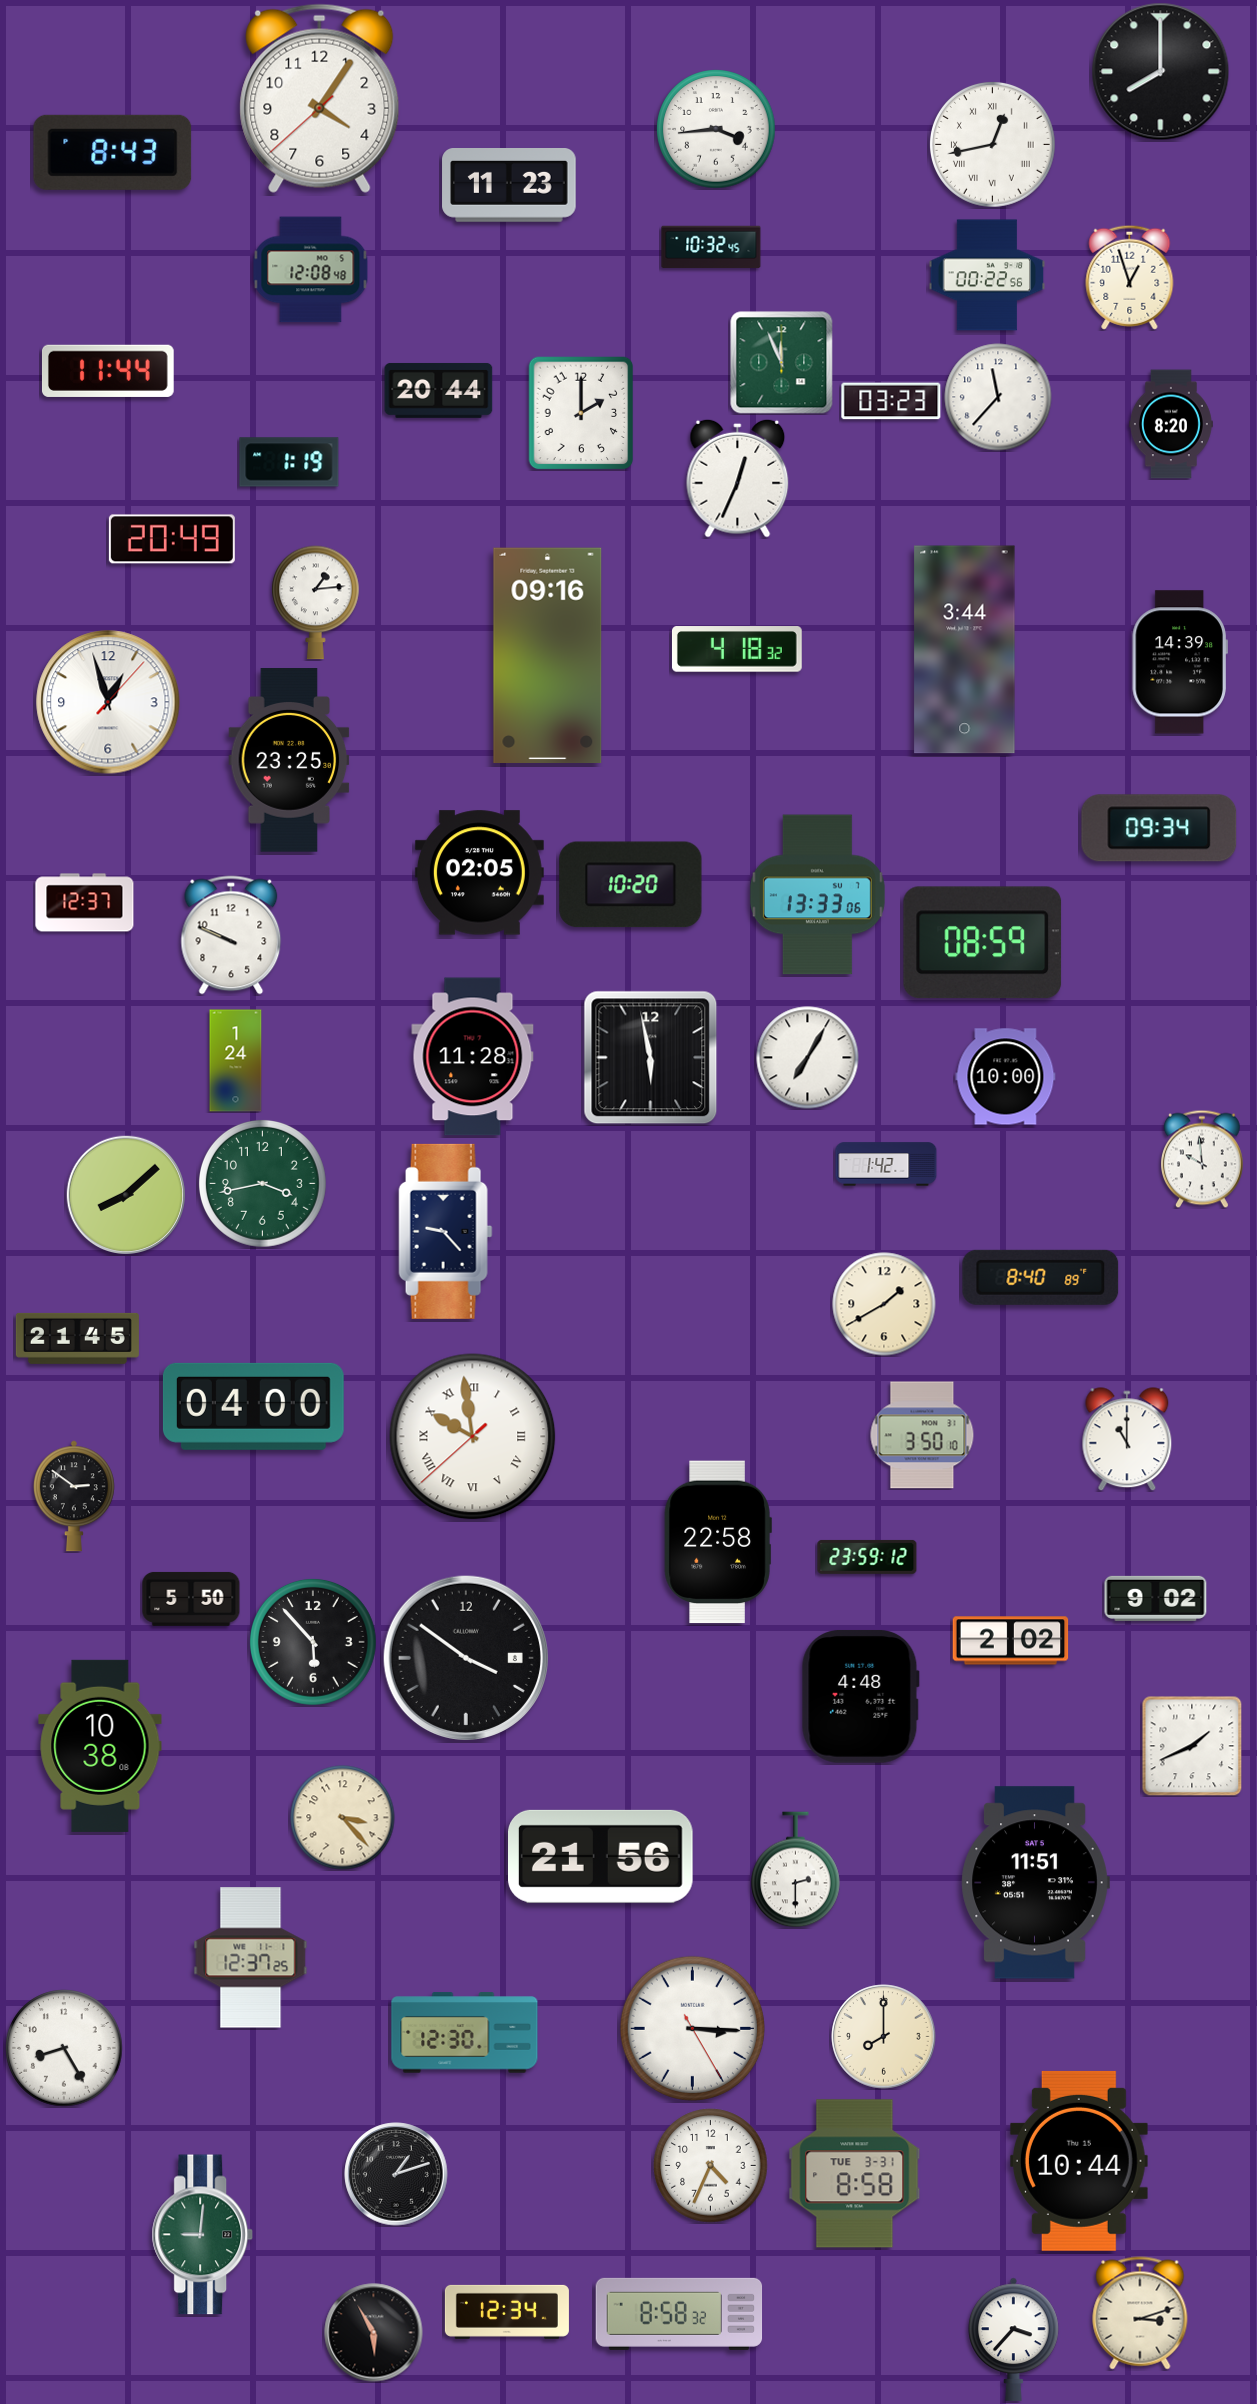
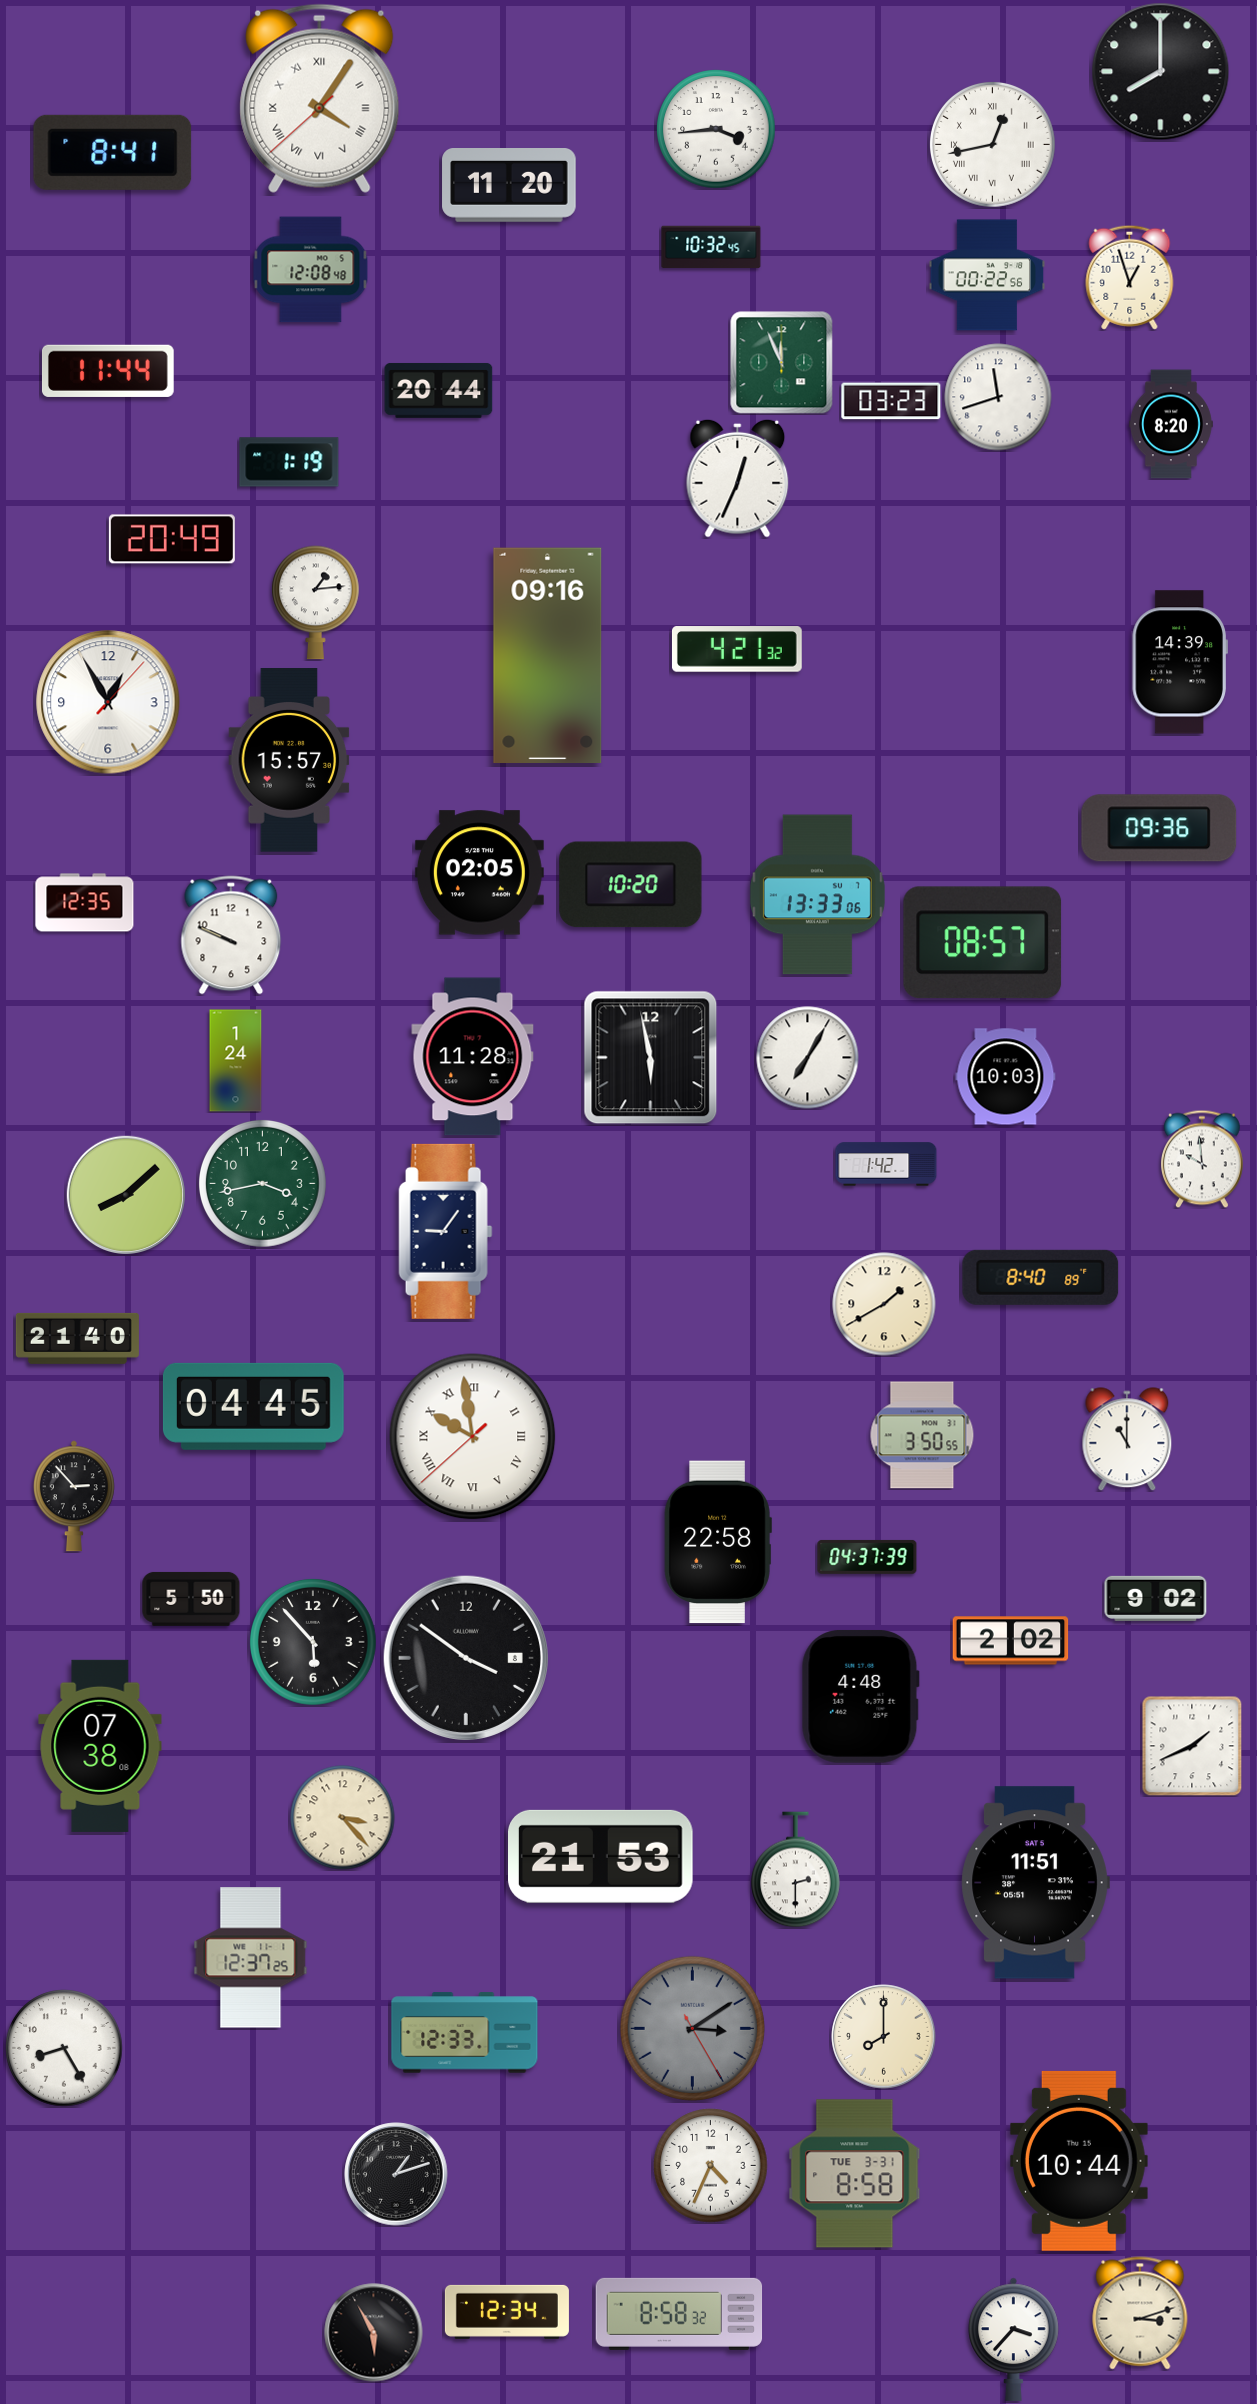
clock at (320, 98) numerals: Arabic -> Roman
clock at (113, 152): 8:43 -> 8:41
clock at (509, 186): 11:23 -> 11:20
clock at (998, 397): 11:37 -> 11:42
clock at (581, 413): 2:00 -> none
clock at (737, 649): 4:18 -> 4:21
clock at (965, 650): 3:44 -> none
clock at (108, 702): 12:57 -> 12:55
clock at (289, 760): 23:25 -> 15:57
clock at (1159, 828): 09:34 -> 09:36
clock at (85, 903): 12:37 -> 12:35
clock at (983, 943): 08:59 -> 08:57
clock at (1006, 1077): 10:00 -> 10:03
clock at (446, 1231): 9:23 -> 9:06
clock at (77, 1338): 21:45 -> 21:40
clock at (253, 1406): 04:00 -> 04:45
clock at (922, 1435): 3:50:10 -> 3:50:55
clock at (74, 1496): 2:51 -> 2:53
clock at (867, 1557): 23:59 -> 04:37
clock at (100, 1746): 10:38 -> 07:38
clock at (601, 1856): 21:56 -> 21:53
clock at (692, 2028): 3:15 -> 3:09
clock at (692, 2028) dial: white -> grey
clock at (465, 2033): 12:30 -> 12:33
clock at (203, 2235): 9:01 -> none
